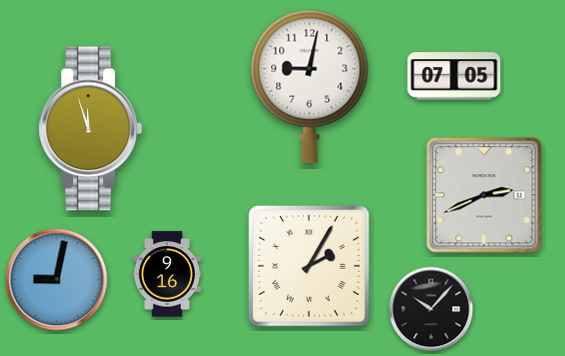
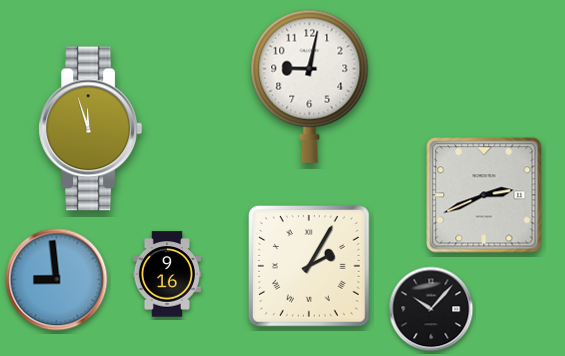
clock at (454, 76): 07:05 -> none
clock at (57, 280): 9:02 -> 8:59
